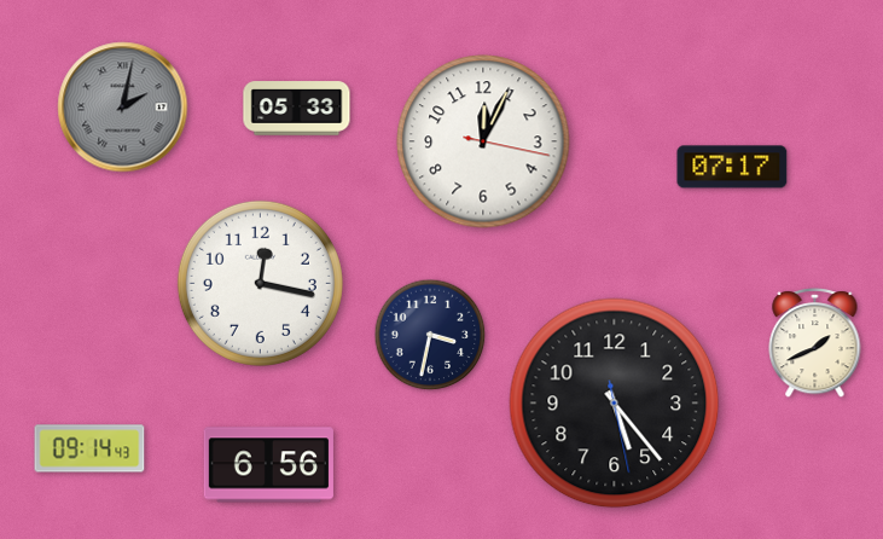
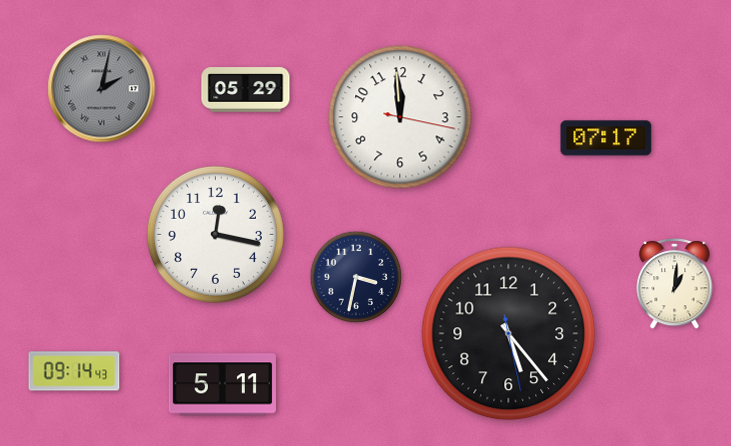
clock at (297, 109): 05:33 -> 05:29
clock at (483, 141): 12:04 -> 11:59
clock at (815, 342): 1:41 -> 1:01
clock at (268, 465): 6:56 -> 5:11
